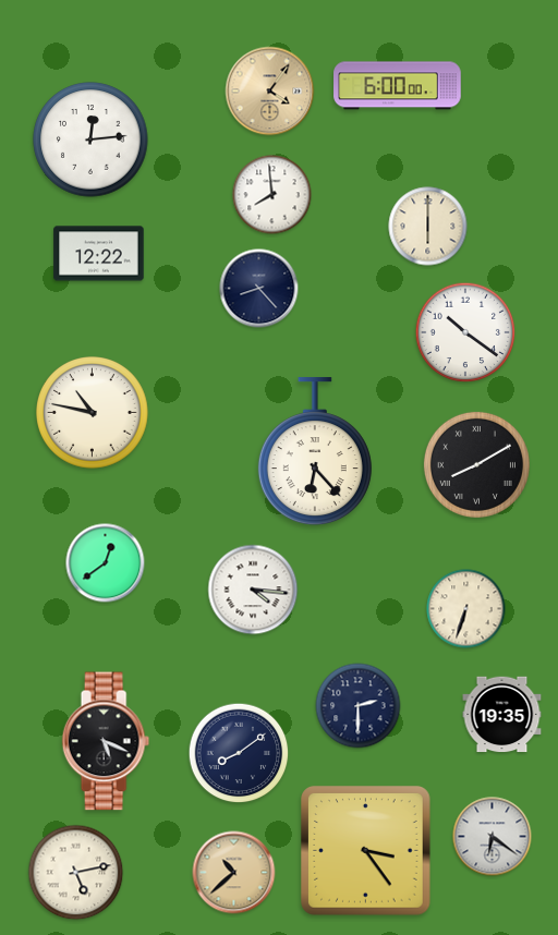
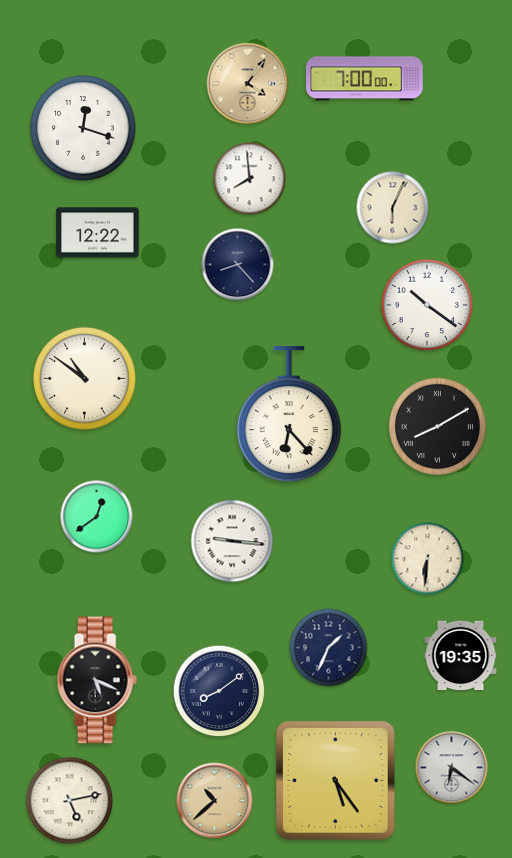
clock at (398, 86): 6:00 -> 7:00
clock at (90, 139): 12:14 -> 12:18
clock at (428, 227): 6:00 -> 6:04
clock at (99, 254) position: (99, 254) -> (98, 233)
clock at (93, 413): 10:47 -> 10:51
clock at (253, 590): 4:16 -> 9:16
clock at (466, 609): 6:33 -> 6:31
clock at (359, 706): 2:30 -> 1:34
clock at (366, 851): 3:24 -> 5:24
